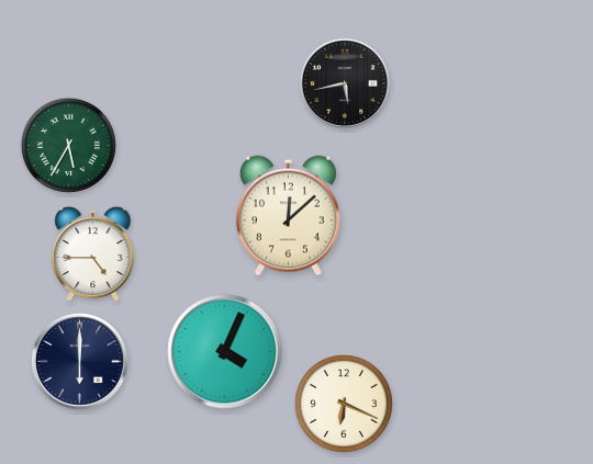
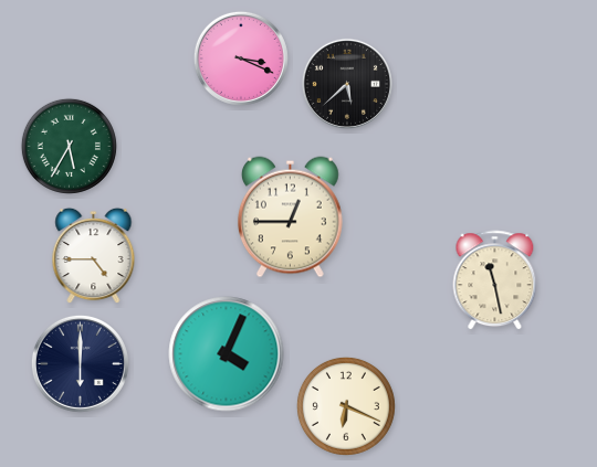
clock at (241, 59): none -> 3:19
clock at (345, 83): 5:43 -> 5:38
clock at (288, 216): 12:08 -> 12:45
clock at (495, 280): none -> 11:28
